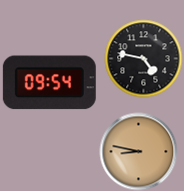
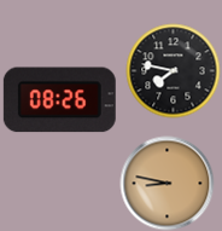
clock at (143, 58): 4:47 -> 7:47
clock at (49, 83): 09:54 -> 08:26
